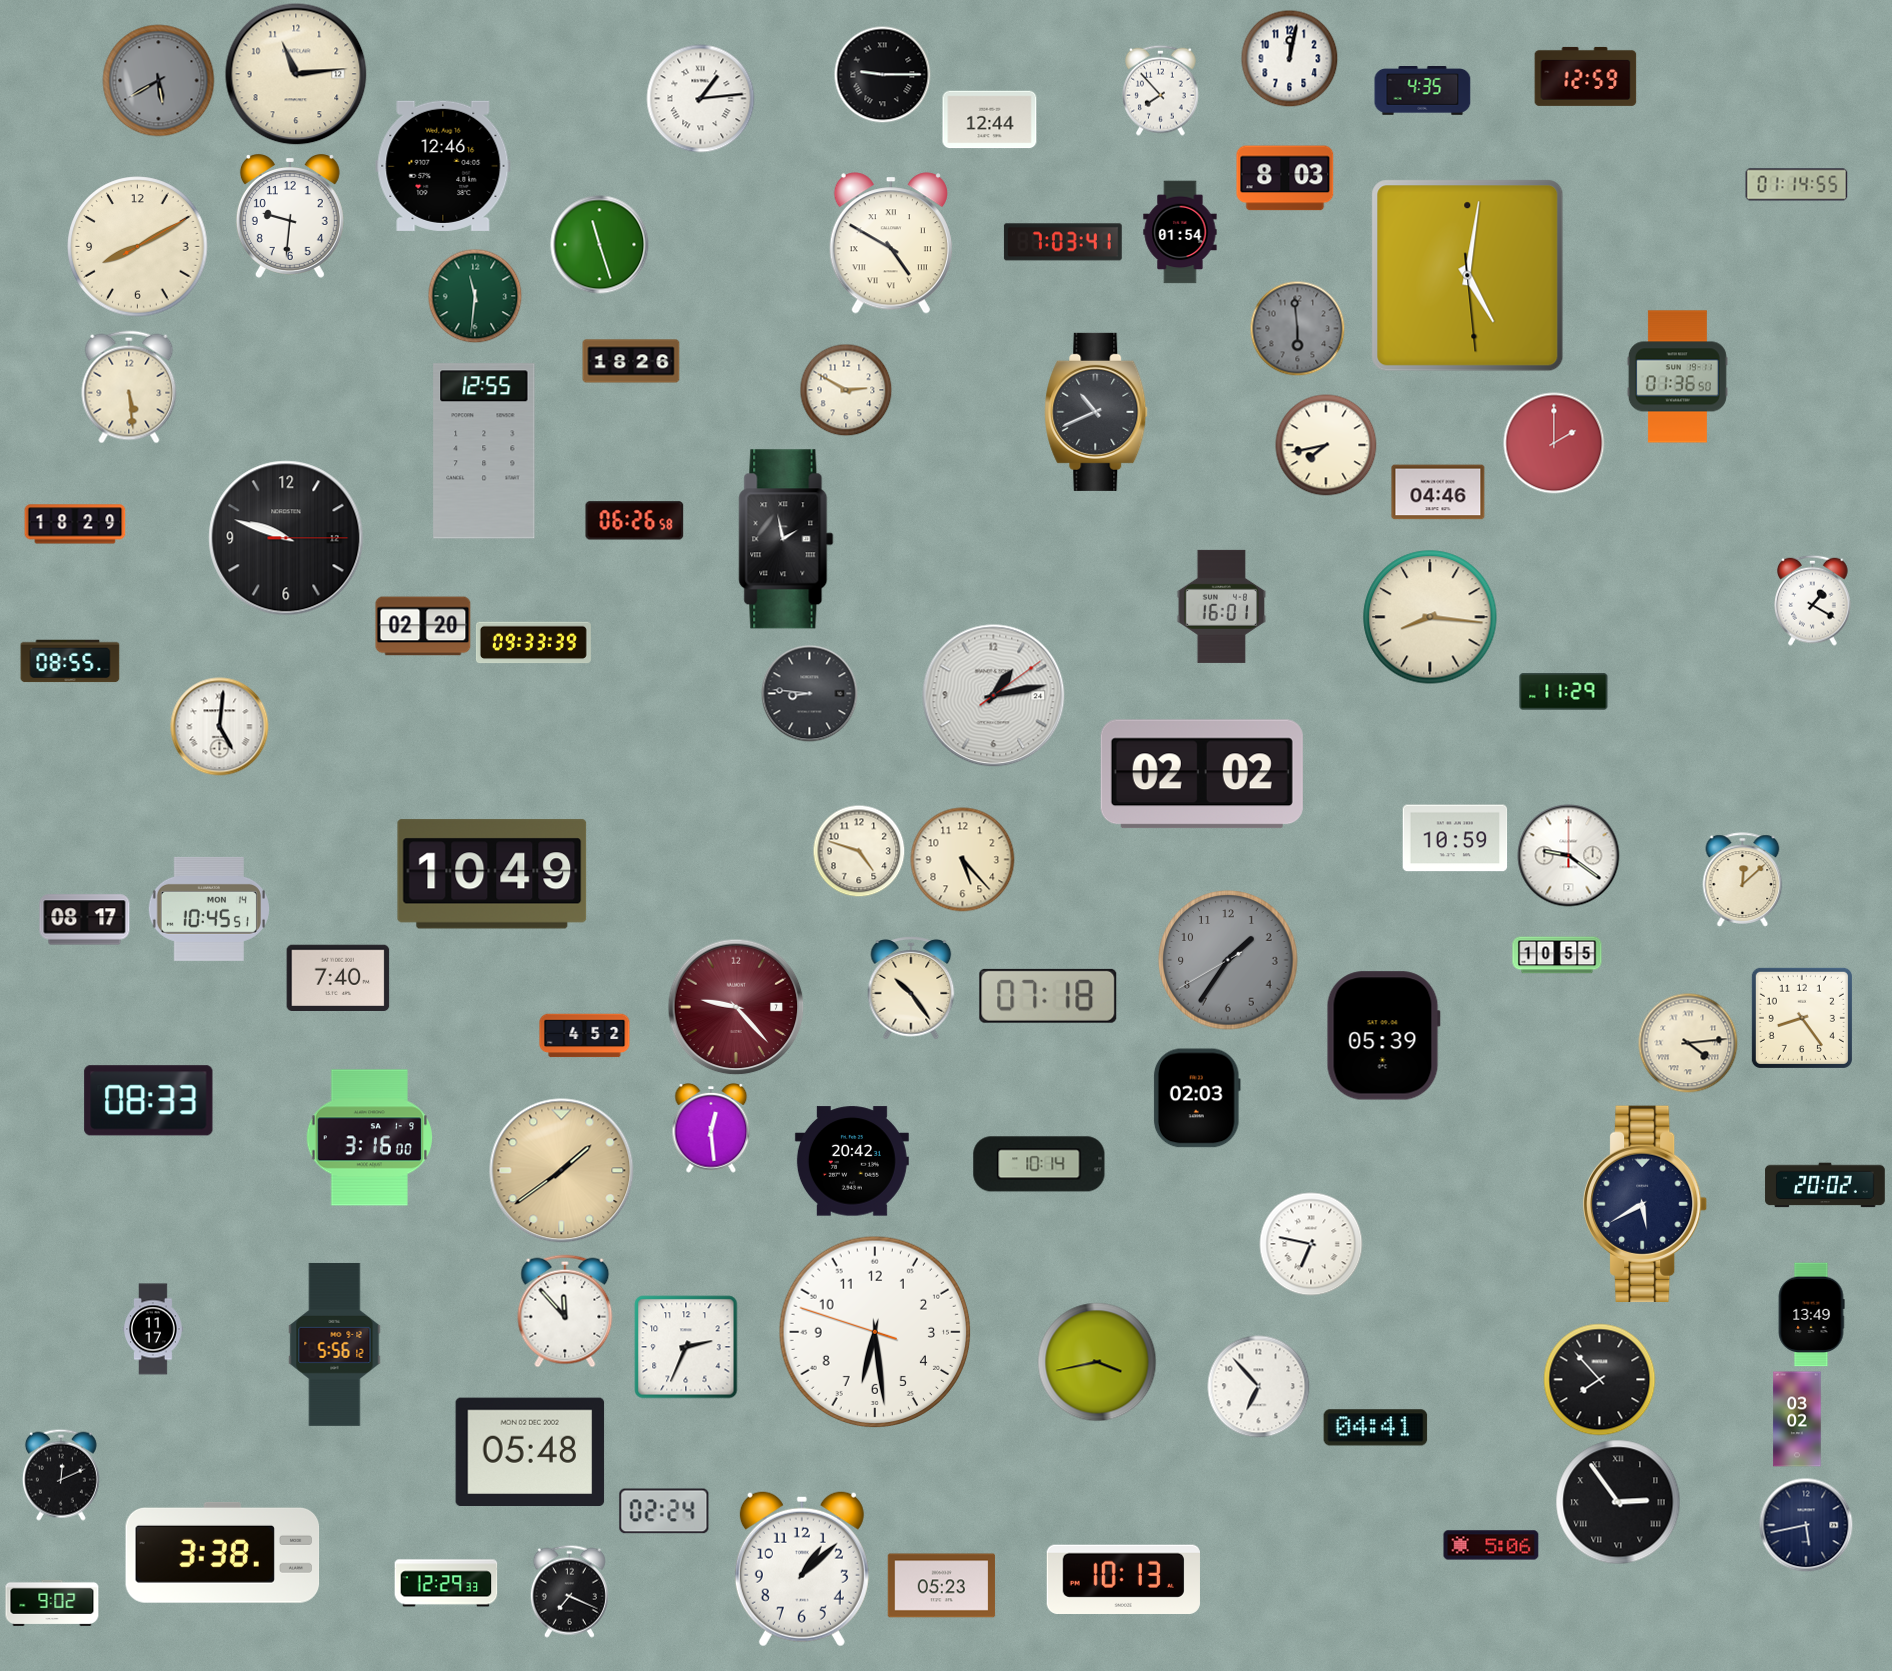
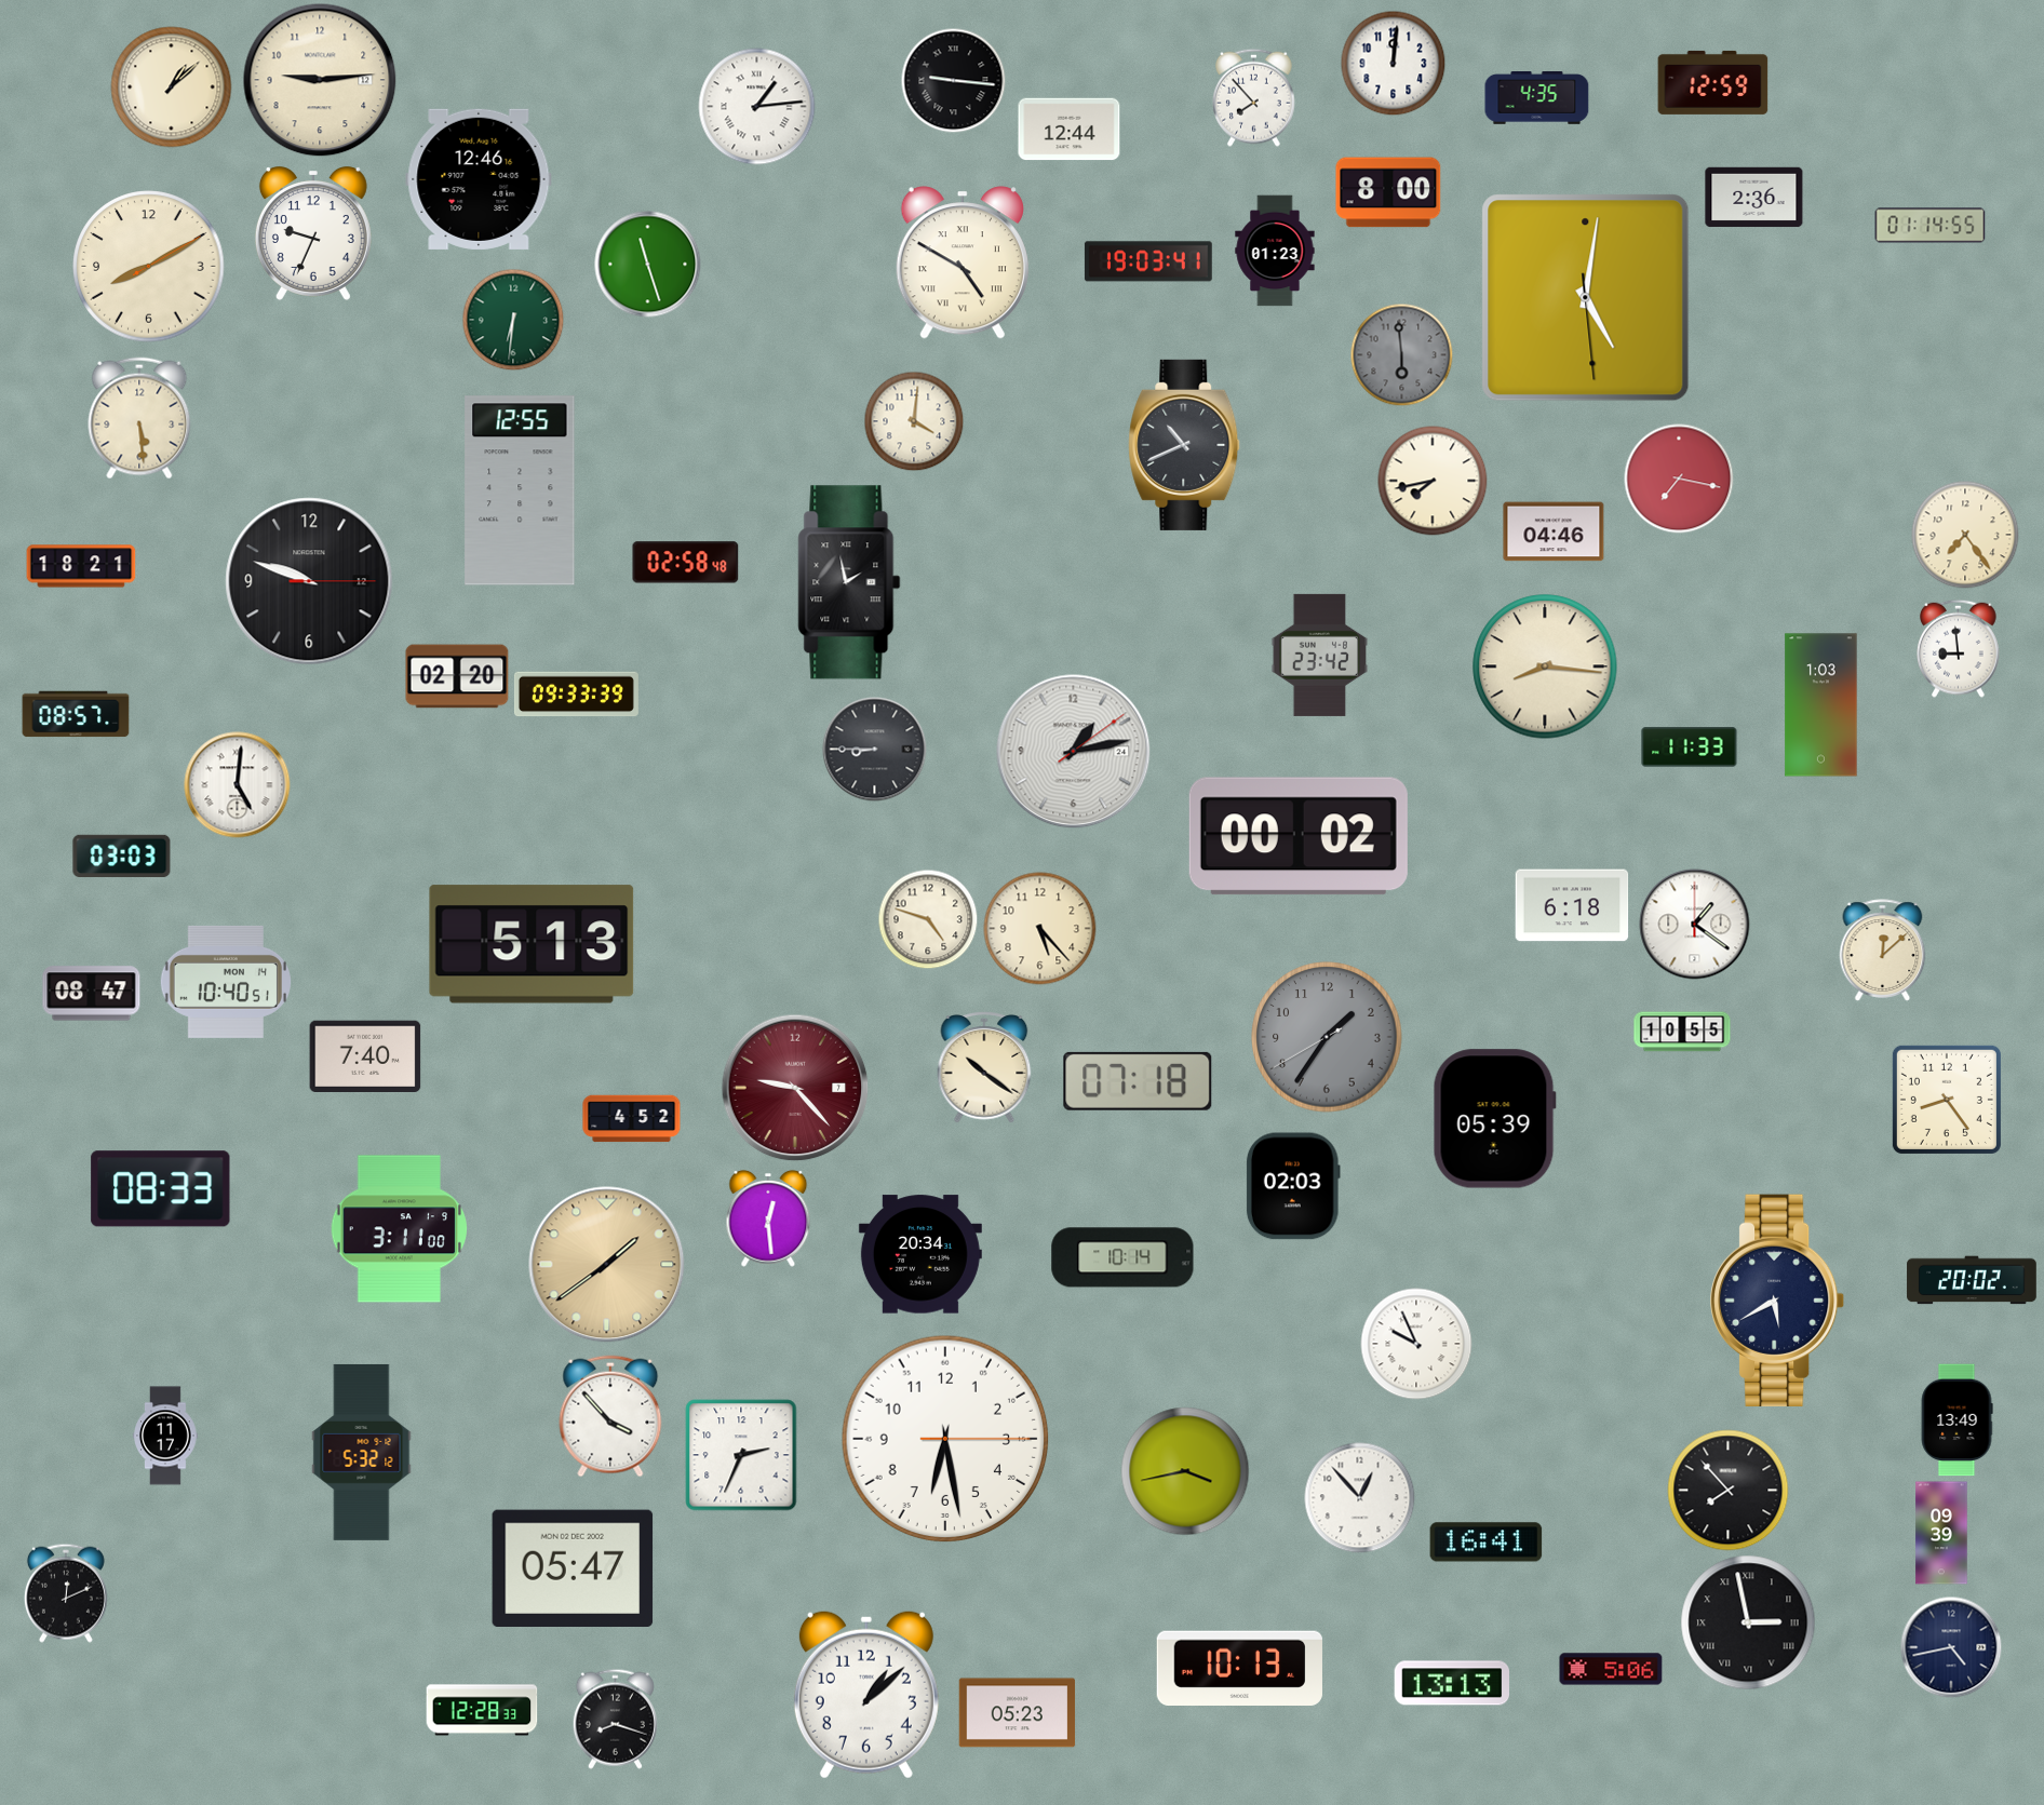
clock at (1289, 58): 12:02 -> 12:01
clock at (296, 74): 11:14 -> 9:14
clock at (882, 74): 9:15 -> 9:16
clock at (159, 81): 5:40 -> 1:08
clock at (159, 81) dial: grey -> cream
clock at (1285, 178): 8:03 -> 8:00
clock at (1754, 198): none -> 2:36
clock at (1797, 185) position: (1797, 185) -> (1931, 226)
clock at (290, 216): 9:31 -> 9:34
clock at (1180, 232): 01:54 -> 01:23
clock at (1063, 242): 7:03 -> 19:03
clock at (475, 296): 11:31 -> 6:31
clock at (631, 361): 18:26 -> none
clock at (1677, 377): 01:36 -> none
clock at (846, 390): 2:50 -> 4:01
clock at (1554, 443): 2:00 -> 7:17
clock at (484, 451) position: (484, 451) -> (520, 490)
clock at (1965, 535): none -> 7:24
clock at (635, 521): 06:26 -> 02:58
clock at (75, 524): 18:29 -> 18:21
clock at (1813, 600): 1:20 -> 8:59
clock at (1222, 606): 16:01 -> 23:42
clock at (1821, 705): none -> 1:03
clock at (70, 661): 08:55 -> 08:57
clock at (1564, 692): 11:29 -> 11:33
clock at (810, 694): 8:46 -> 8:45
clock at (1202, 774): 02:02 -> 00:02
clock at (122, 857): none -> 03:03
clock at (1455, 838): 10:59 -> 6:18
clock at (1569, 856): 9:21 -> 1:21
clock at (492, 874): 10:49 -> 5:13
clock at (209, 909): 10:45 -> 10:40
clock at (85, 920): 08:17 -> 08:47
clock at (911, 989): 10:24 -> 10:21
clock at (1048, 996) position: (1048, 996) -> (1138, 1081)
clock at (1688, 1043): 4:14 -> none
clock at (370, 1138): 3:16 -> 3:11
clock at (852, 1161): 20:42 -> 20:34
clock at (1311, 1244): 6:47 -> 9:56
clock at (565, 1311): 11:53 -> 3:53
clock at (875, 1332): 6:28:48 -> 6:28:15
clock at (335, 1344): 5:56 -> 5:32
clock at (1259, 1387): 6:53 -> 12:53
clock at (1797, 1419): 03:02 -> 09:39
clock at (1376, 1428): 04:41 -> 16:41
clock at (530, 1451): 05:48 -> 05:47
clock at (1618, 1502): 2:54 -> 2:58
clock at (664, 1511): 02:24 -> none
clock at (1806, 1525): 5:43 -> 4:43
clock at (223, 1552): 3:38 -> none
clock at (1452, 1683): none -> 13:13
clock at (1123, 1579) position: (1123, 1579) -> (1239, 1668)
clock at (446, 1583): 12:29 -> 12:28
clock at (569, 1591): 7:19 -> 8:18
clock at (52, 1603): 9:02 -> none
